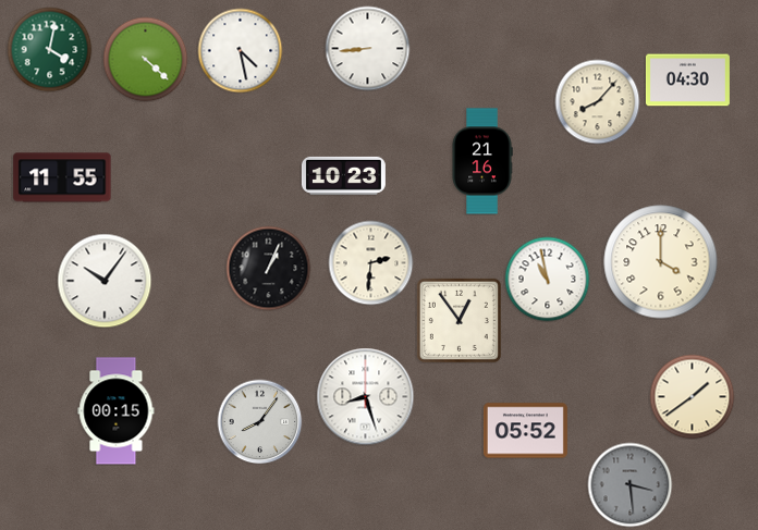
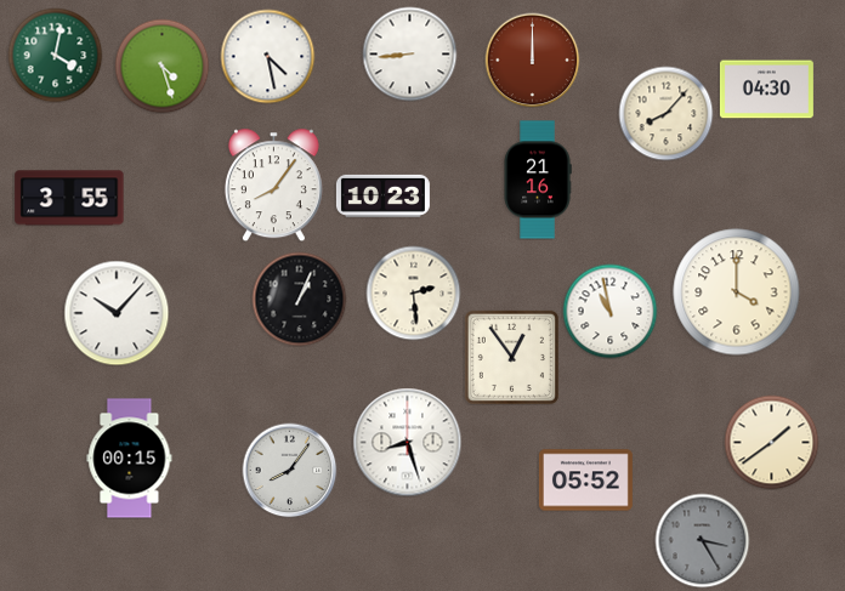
clock at (532, 59): none -> 12:00
clock at (145, 59): 4:22 -> 4:27
clock at (273, 184): none -> 8:06
clock at (62, 177): 11:55 -> 3:55
clock at (370, 262): 2:31 -> 2:29
clock at (105, 281): 10:06 -> 10:07
clock at (629, 484): 3:29 -> 3:25
